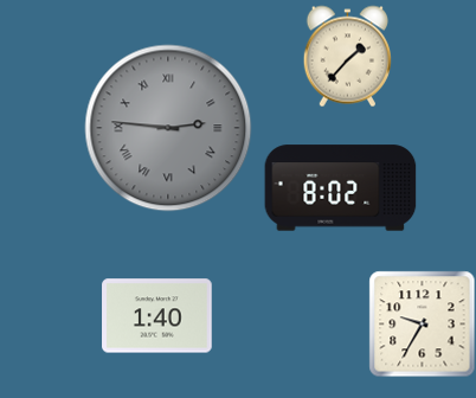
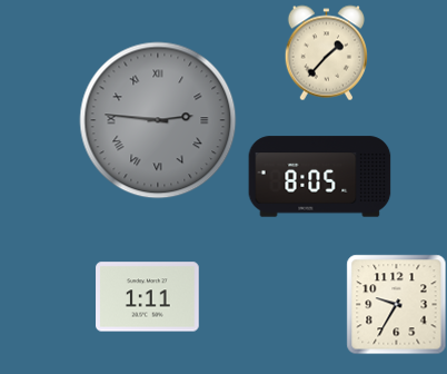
clock at (341, 188): 8:02 -> 8:05
clock at (157, 316): 1:40 -> 1:11
